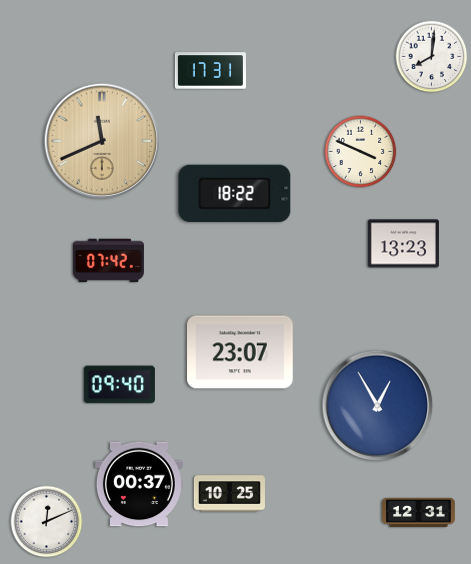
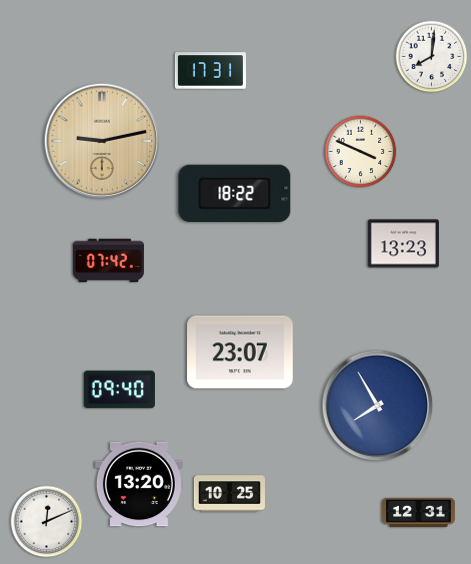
clock at (102, 141): 11:41 -> 9:13
clock at (119, 385) position: (119, 385) -> (119, 390)
clock at (378, 406): 12:55 -> 7:55
clock at (139, 484): 00:37 -> 13:20
